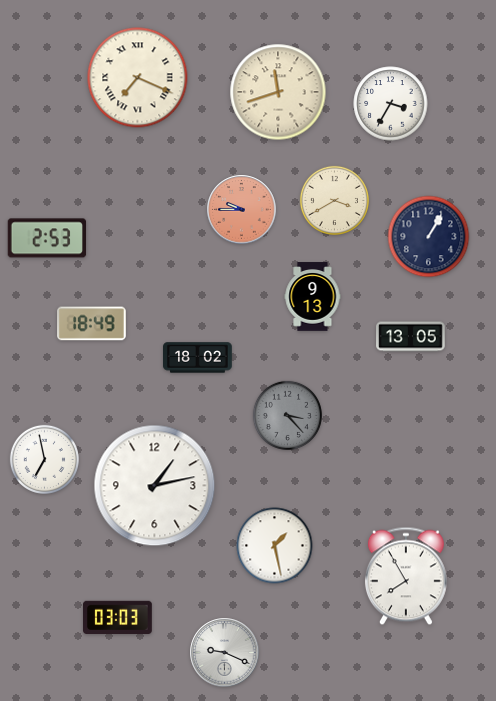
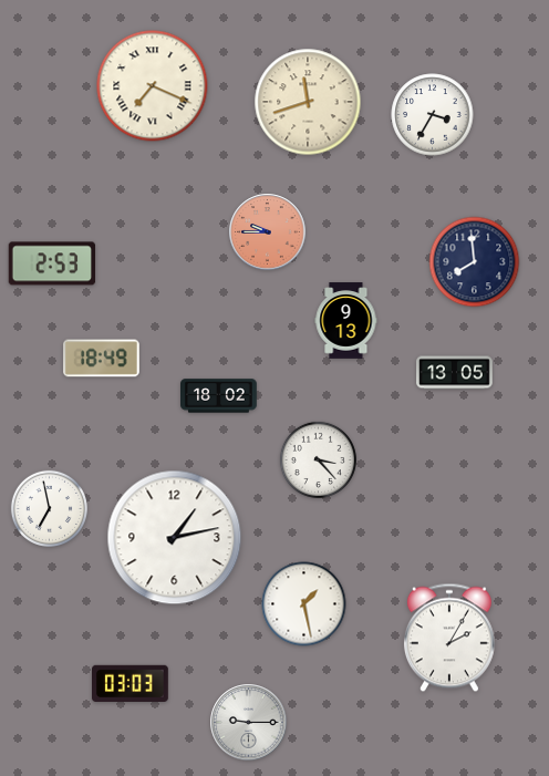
clock at (334, 200): 3:40 -> none
clock at (429, 237): 1:05 -> 7:59
clock at (313, 297) position: (313, 297) -> (346, 321)
clock at (287, 415) dial: grey -> white
clock at (155, 486) position: (155, 486) -> (175, 538)
clock at (406, 576): 7:55 -> 2:05
clock at (225, 653): 9:19 -> 9:15
